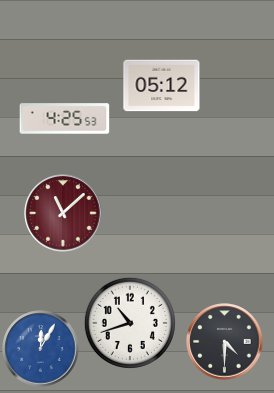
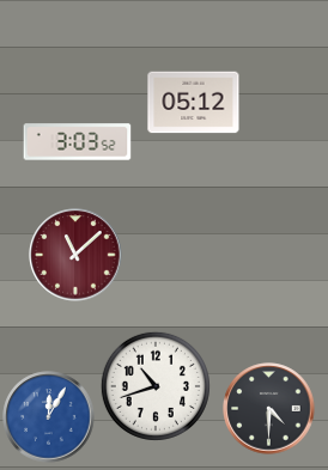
clock at (65, 119): 4:25 -> 3:03
